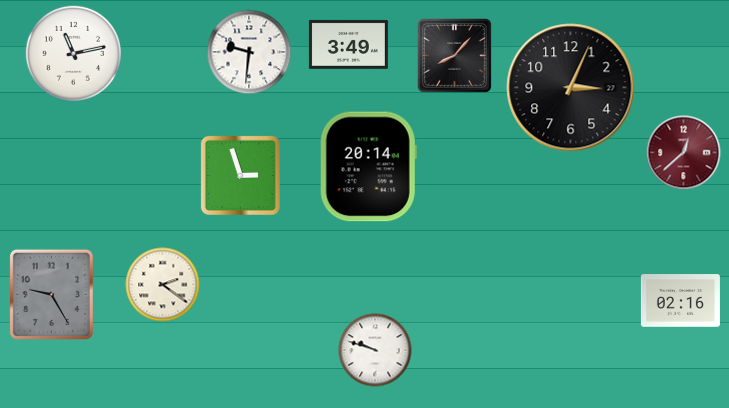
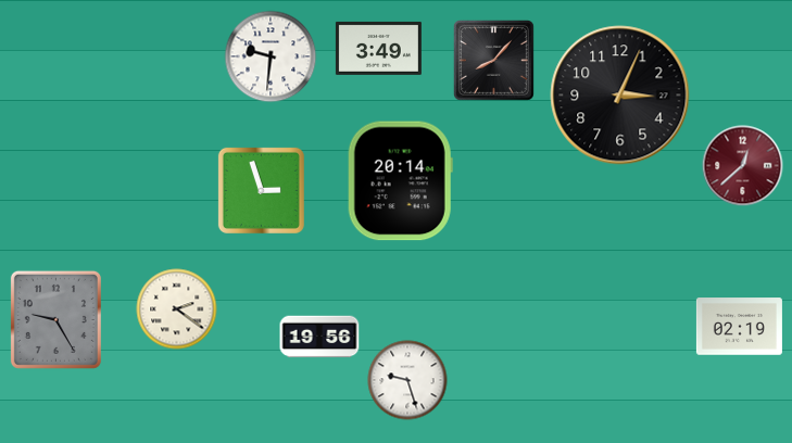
clock at (73, 53): 11:13 -> none
clock at (680, 301): 02:16 -> 02:19
clock at (319, 337): none -> 19:56
clock at (375, 350): 9:48 -> 9:27
